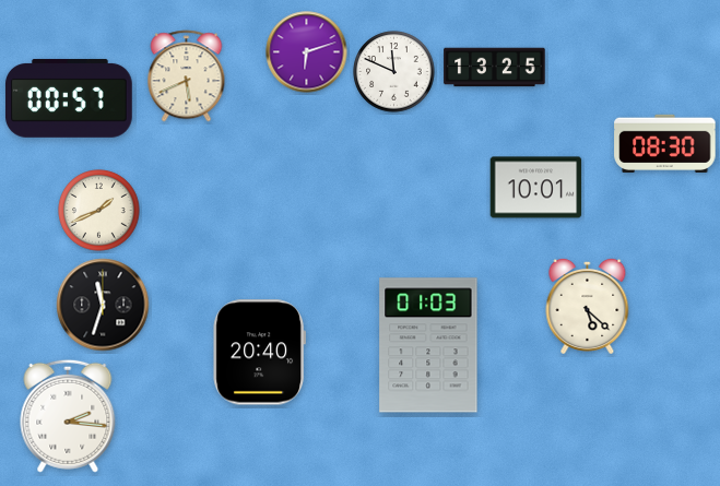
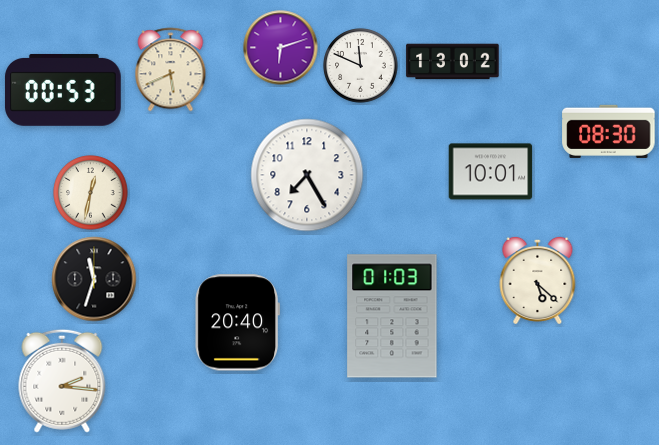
clock at (495, 68): 13:25 -> 13:02
clock at (69, 98): 00:57 -> 00:53
clock at (307, 175): none -> 7:25
clock at (99, 211): 1:41 -> 12:32
